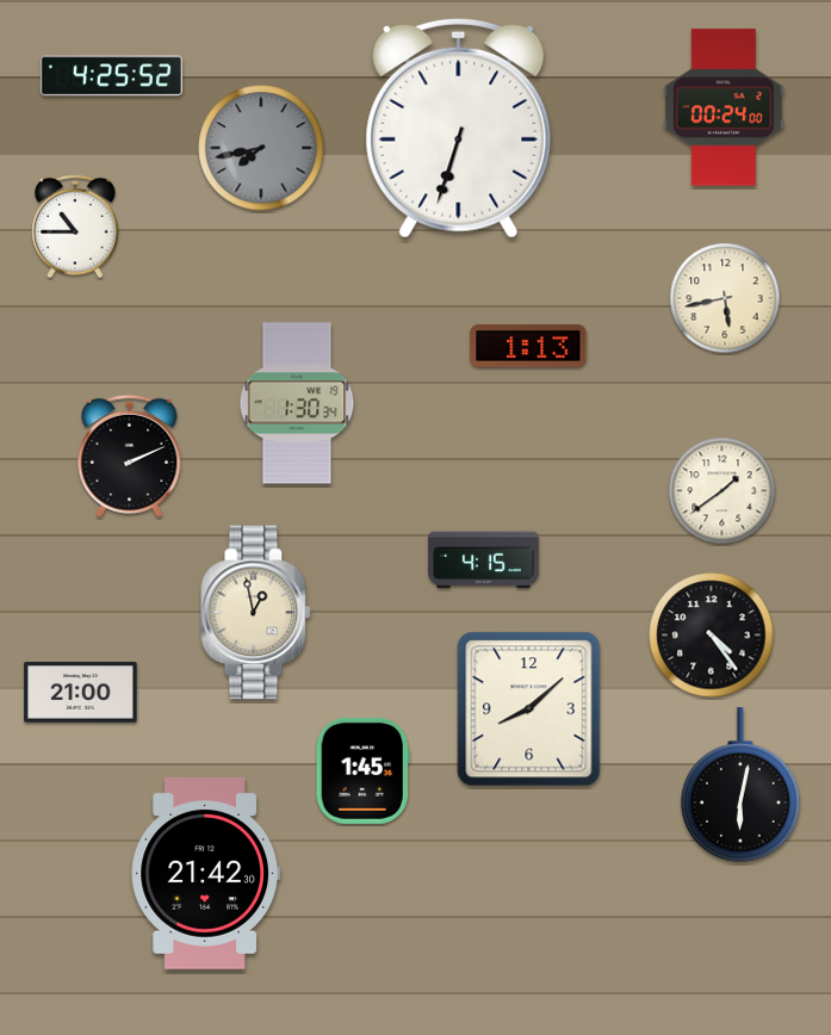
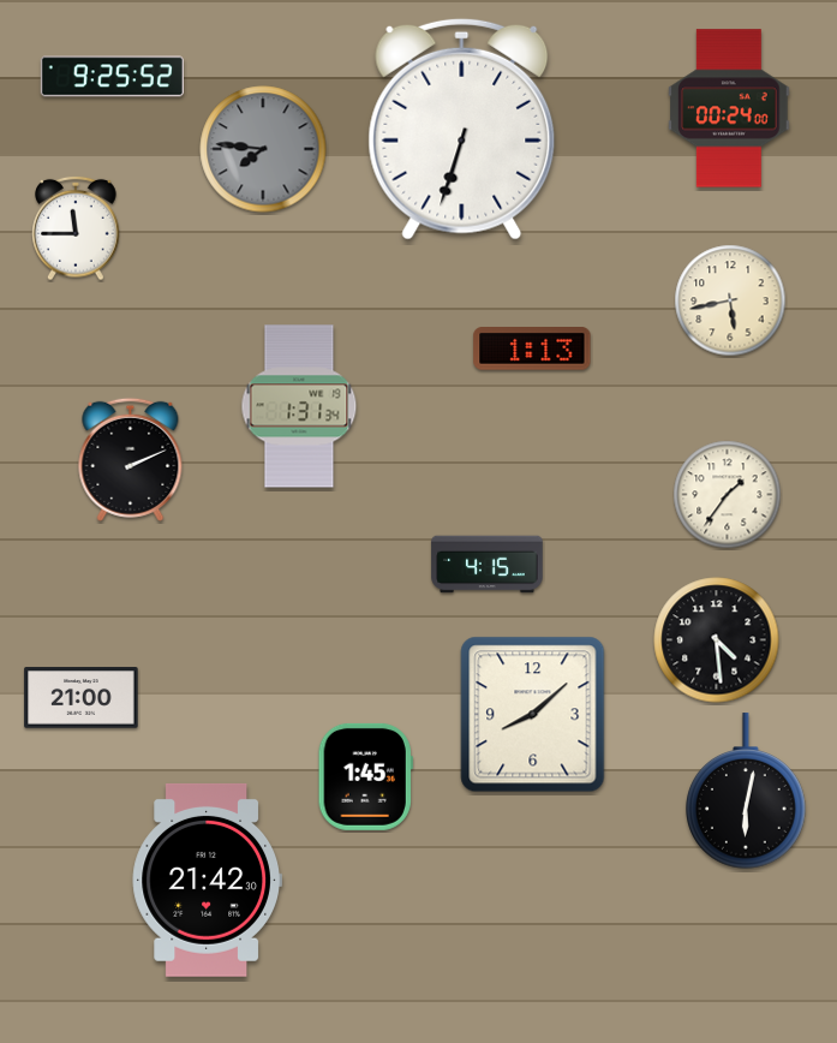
clock at (111, 76): 4:25 -> 9:25
clock at (261, 148): 7:43 -> 7:46
clock at (75, 227): 10:45 -> 11:45
clock at (297, 403): 1:30 -> 1:31
clock at (723, 491): 1:39 -> 1:36
clock at (256, 613): 12:58 -> none
clock at (712, 636): 4:24 -> 4:29
